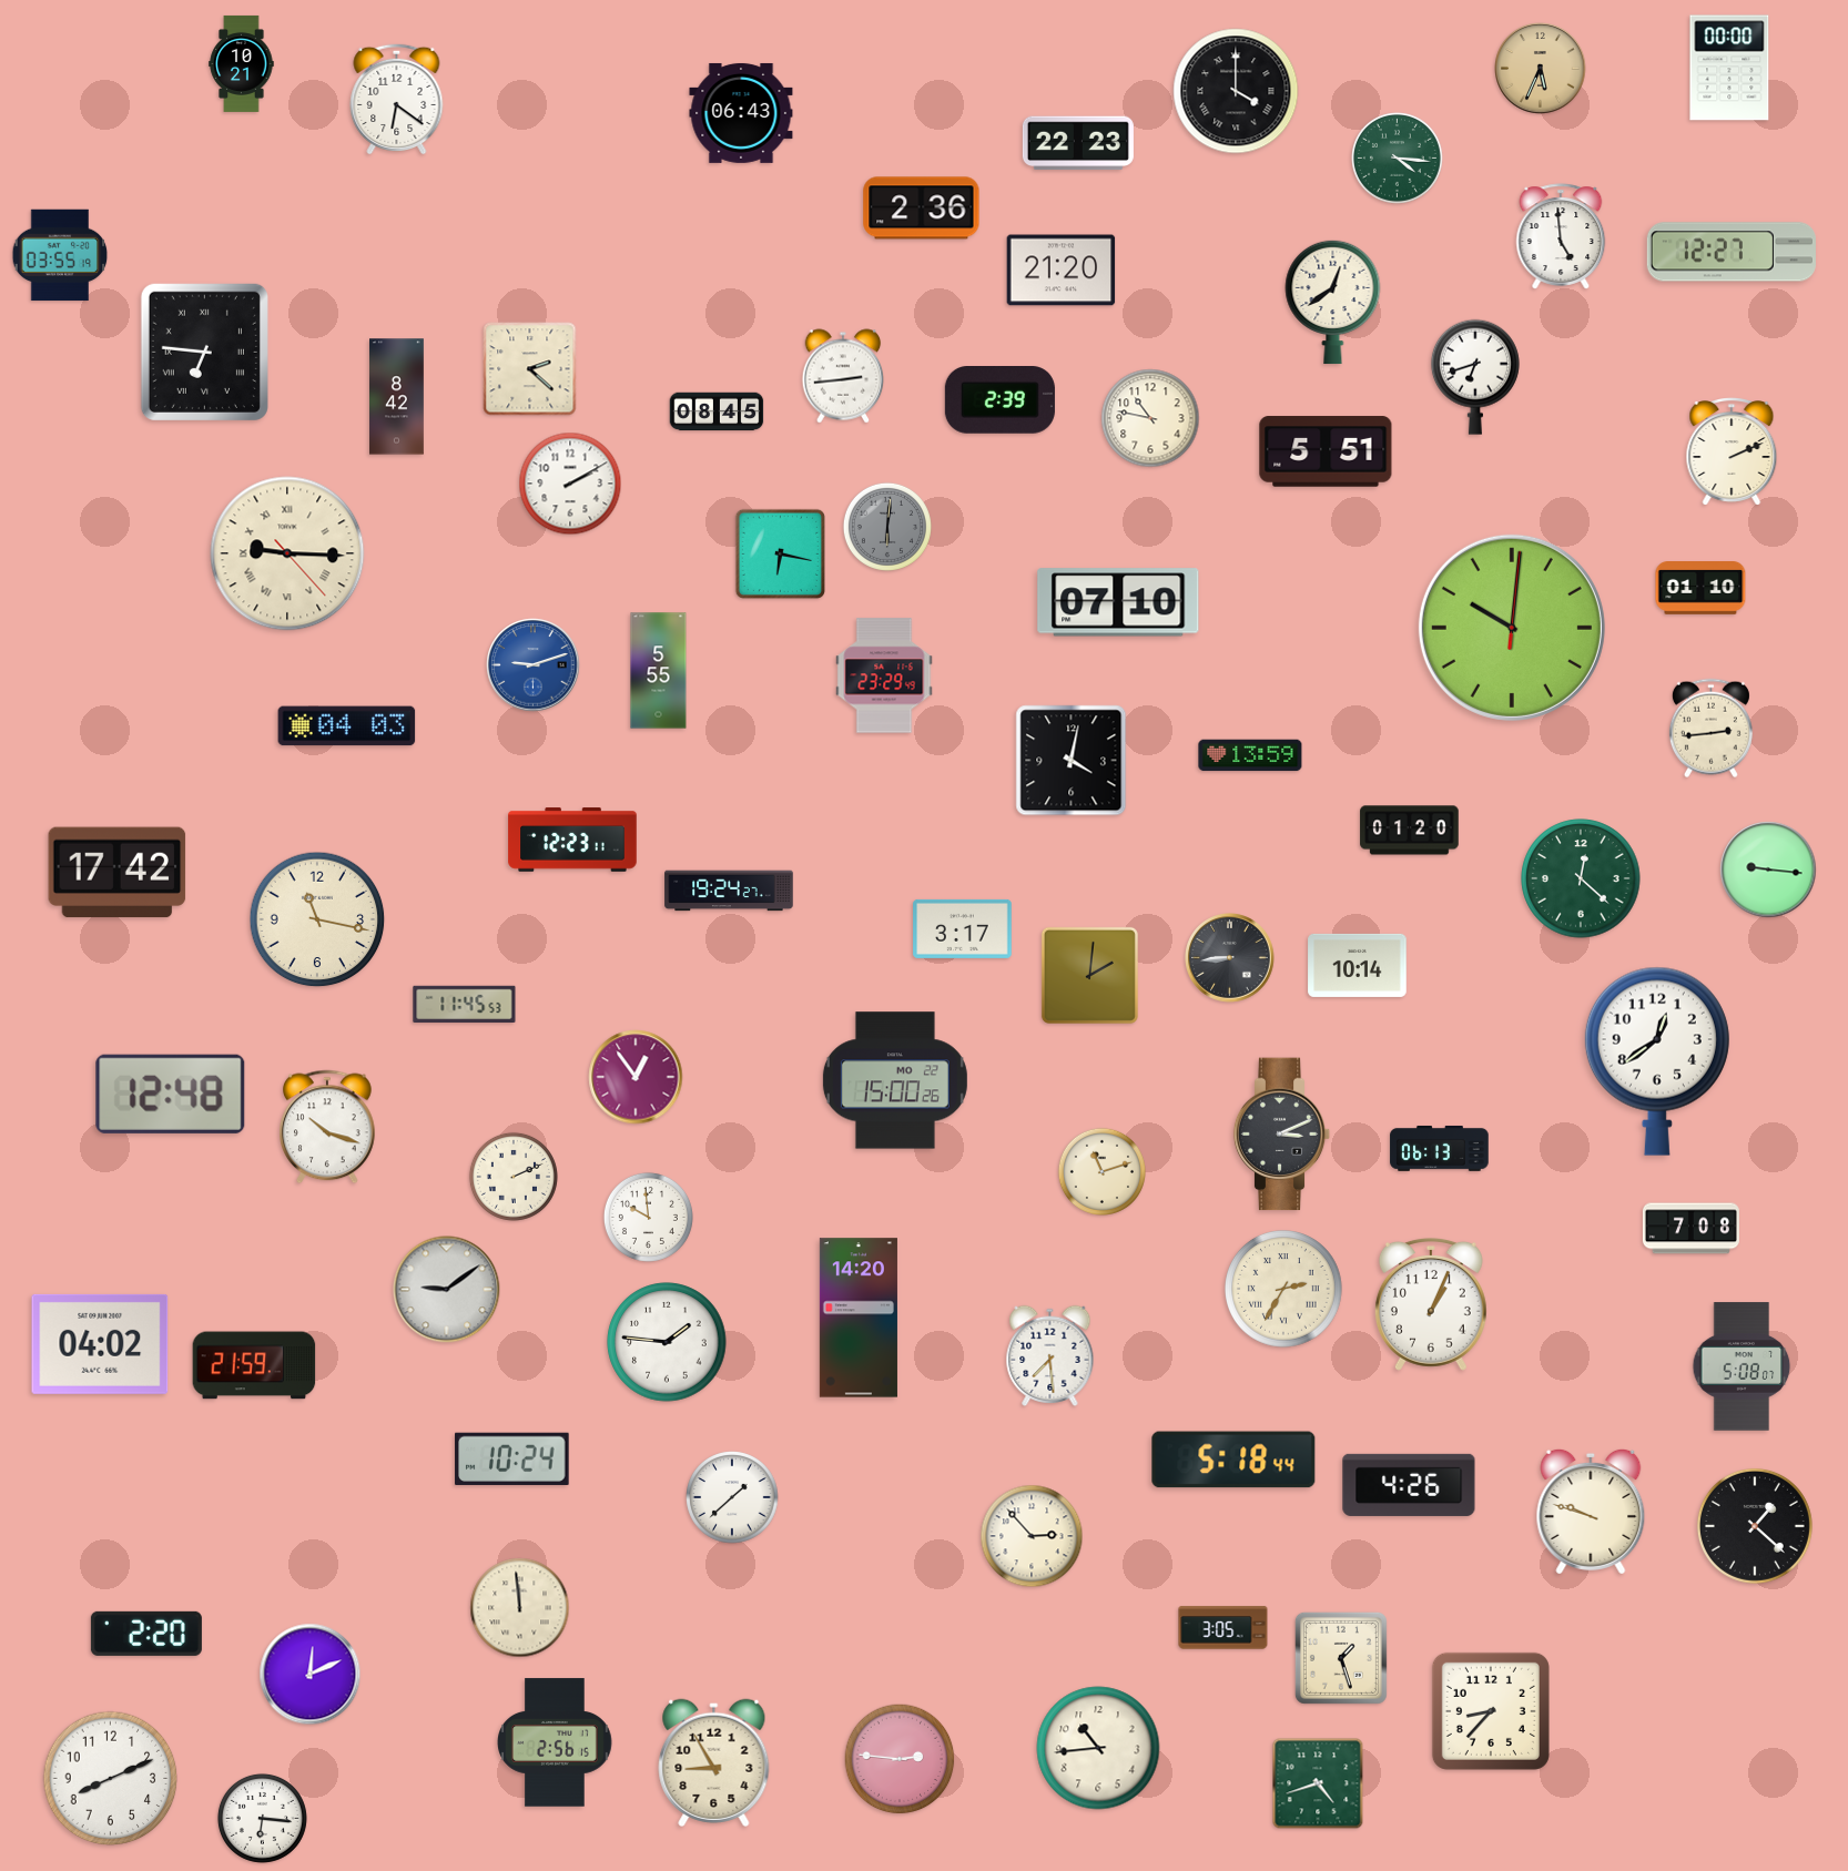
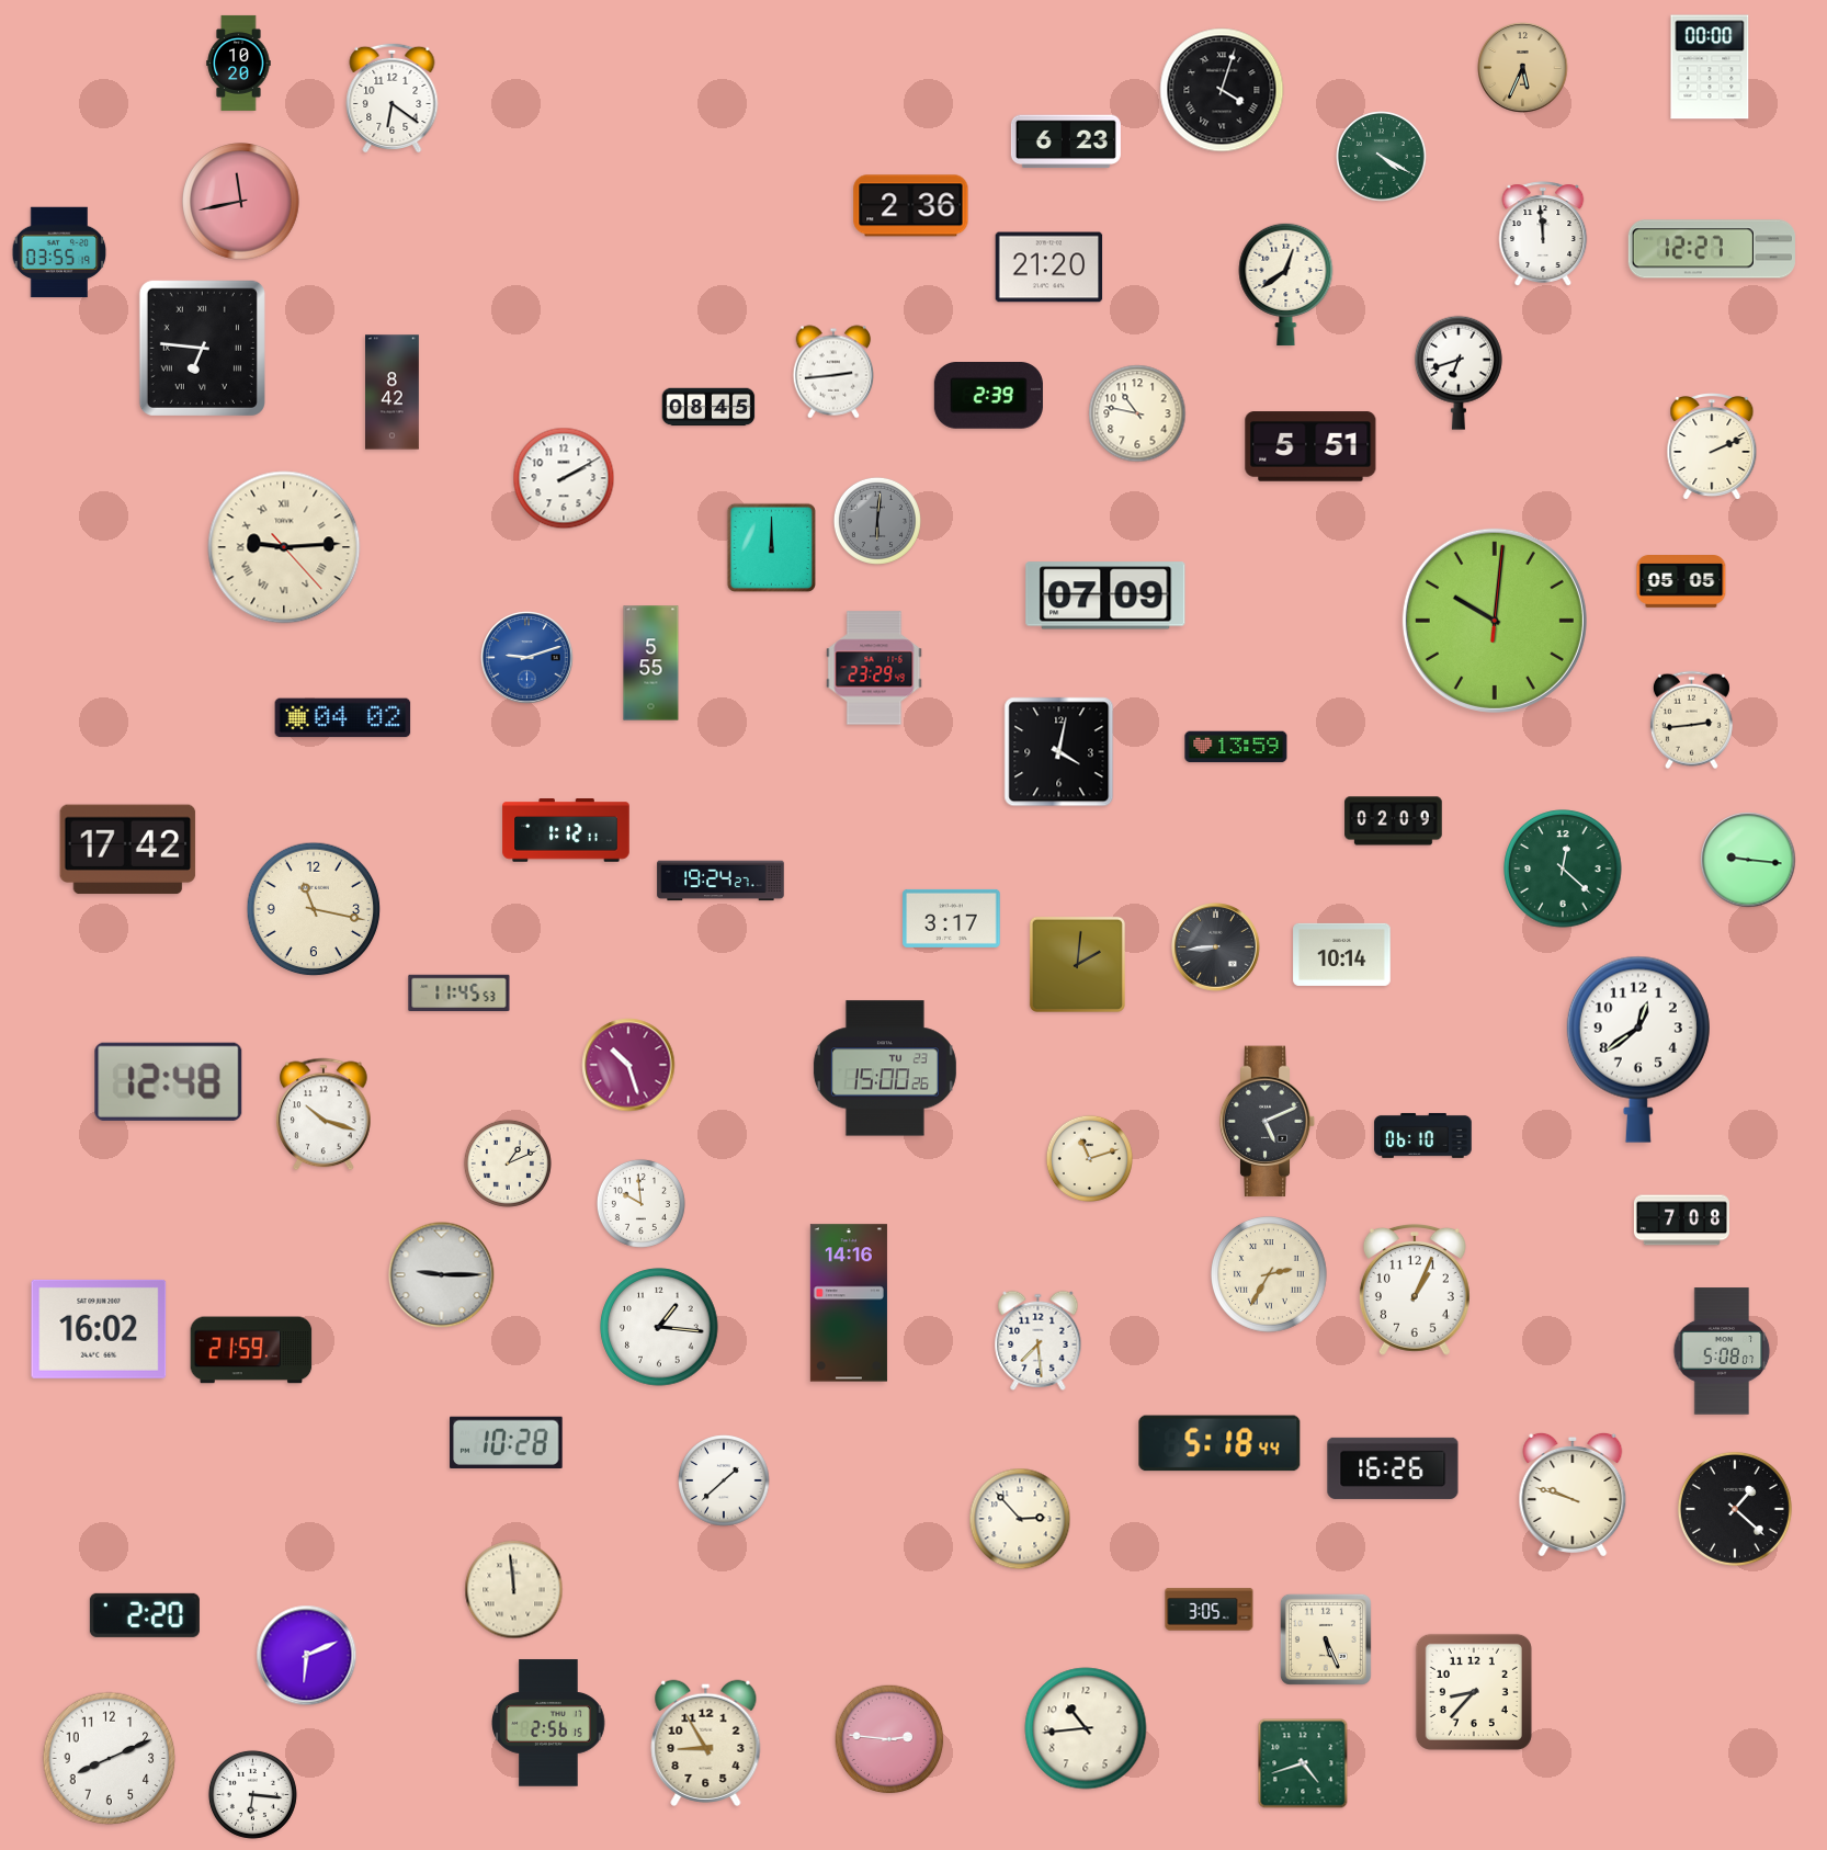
clock at (242, 63): 10:21 -> 10:20
clock at (1236, 91): 4:00 -> 4:03
clock at (741, 113): 06:43 -> none
clock at (1078, 143): 22:23 -> 6:23
clock at (1398, 159): 4:16 -> 4:20
clock at (241, 202): none -> 11:43
clock at (1561, 236): 4:59 -> 11:59
clock at (1333, 302) position: (1333, 302) -> (1286, 284)
clock at (530, 369): 2:22 -> none
clock at (287, 553): 9:15 -> 9:14
clock at (780, 553): 6:17 -> 12:00
clock at (1700, 589): 01:10 -> 05:05
clock at (1118, 602): 07:10 -> 07:09
clock at (347, 726): 04:03 -> 04:02
clock at (1410, 831): 01:20 -> 02:09
clock at (572, 840): 12:23 -> 1:12
clock at (118, 873) position: (118, 873) -> (128, 850)
clock at (636, 1077): 12:54 -> 10:27
clock at (895, 1080) date: MO 22 -> TU 23
clock at (1282, 1135): 3:11 -> 5:11
clock at (1440, 1148): 06:13 -> 06:10
clock at (514, 1177): 2:11 -> 1:11
clock at (1690, 1229) position: (1690, 1229) -> (1681, 1221)
clock at (447, 1290): 9:09 -> 9:15
clock at (859, 1318): 14:20 -> 14:16
clock at (667, 1342): 1:46 -> 1:16
clock at (100, 1344): 04:02 -> 16:02
clock at (512, 1458): 10:24 -> 10:28
clock at (1409, 1485): 4:26 -> 16:26
clock at (1341, 1658): 1:27 -> 5:26
clock at (311, 1675): 12:11 -> 6:11
clock at (262, 1818) position: (262, 1818) -> (252, 1794)
